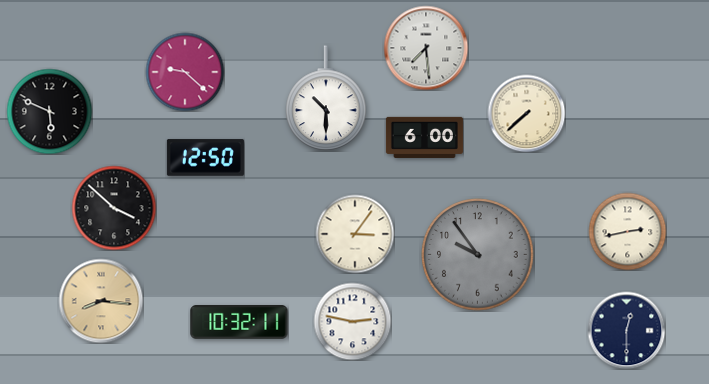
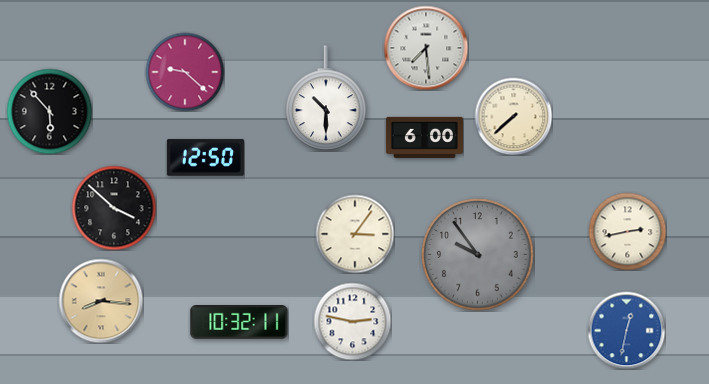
clock at (49, 111): 5:49 -> 5:53
clock at (526, 113) position: (526, 113) -> (513, 116)
clock at (626, 330): 12:30 -> 12:32
clock at (626, 330) dial: navy -> blue
